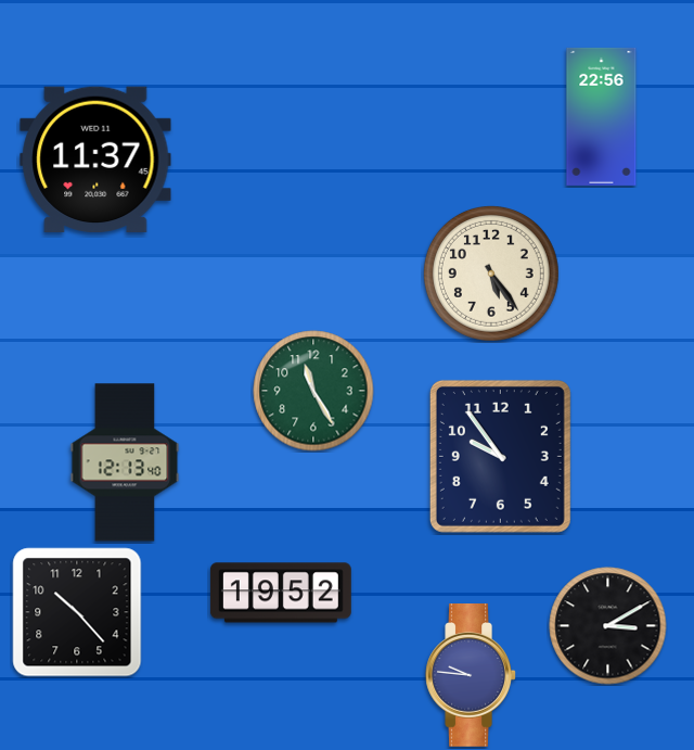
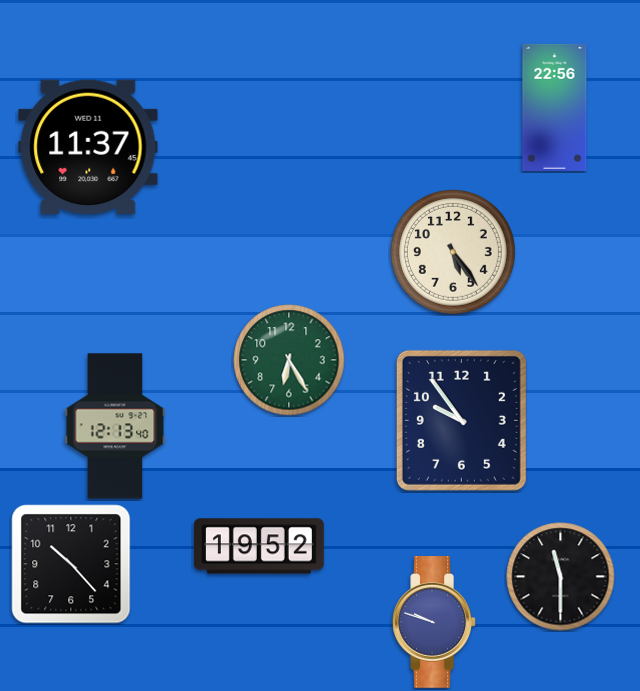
clock at (313, 391): 11:25 -> 6:25
clock at (608, 626): 3:10 -> 11:30
clock at (471, 676): 9:46 -> 9:48
